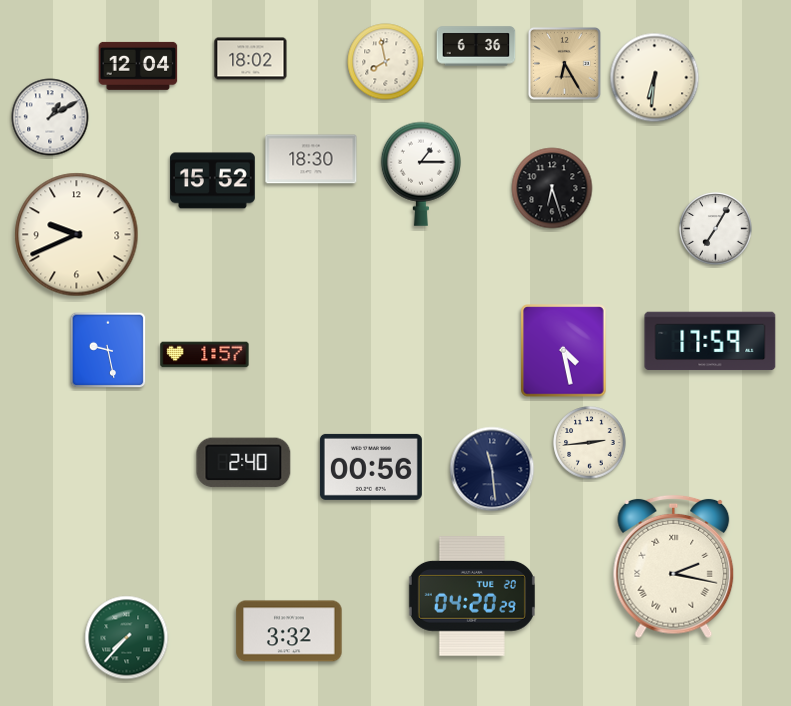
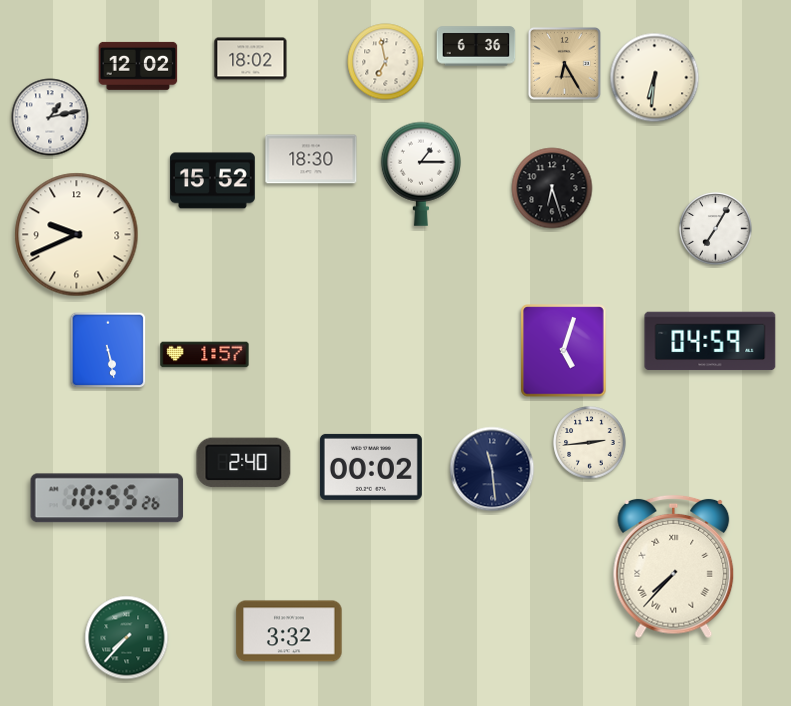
clock at (386, 62): 7:58 -> 6:58
clock at (138, 66): 12:04 -> 12:02
clock at (50, 117): 1:10 -> 1:13
clock at (710, 341): 17:59 -> 04:59
clock at (108, 350): 9:28 -> 5:28
clock at (564, 351): 4:28 -> 5:03
clock at (371, 467): 00:56 -> 00:02
clock at (107, 498): none -> 10:55
clock at (674, 567): 2:17 -> 7:37
clock at (472, 596): 04:20 -> none
